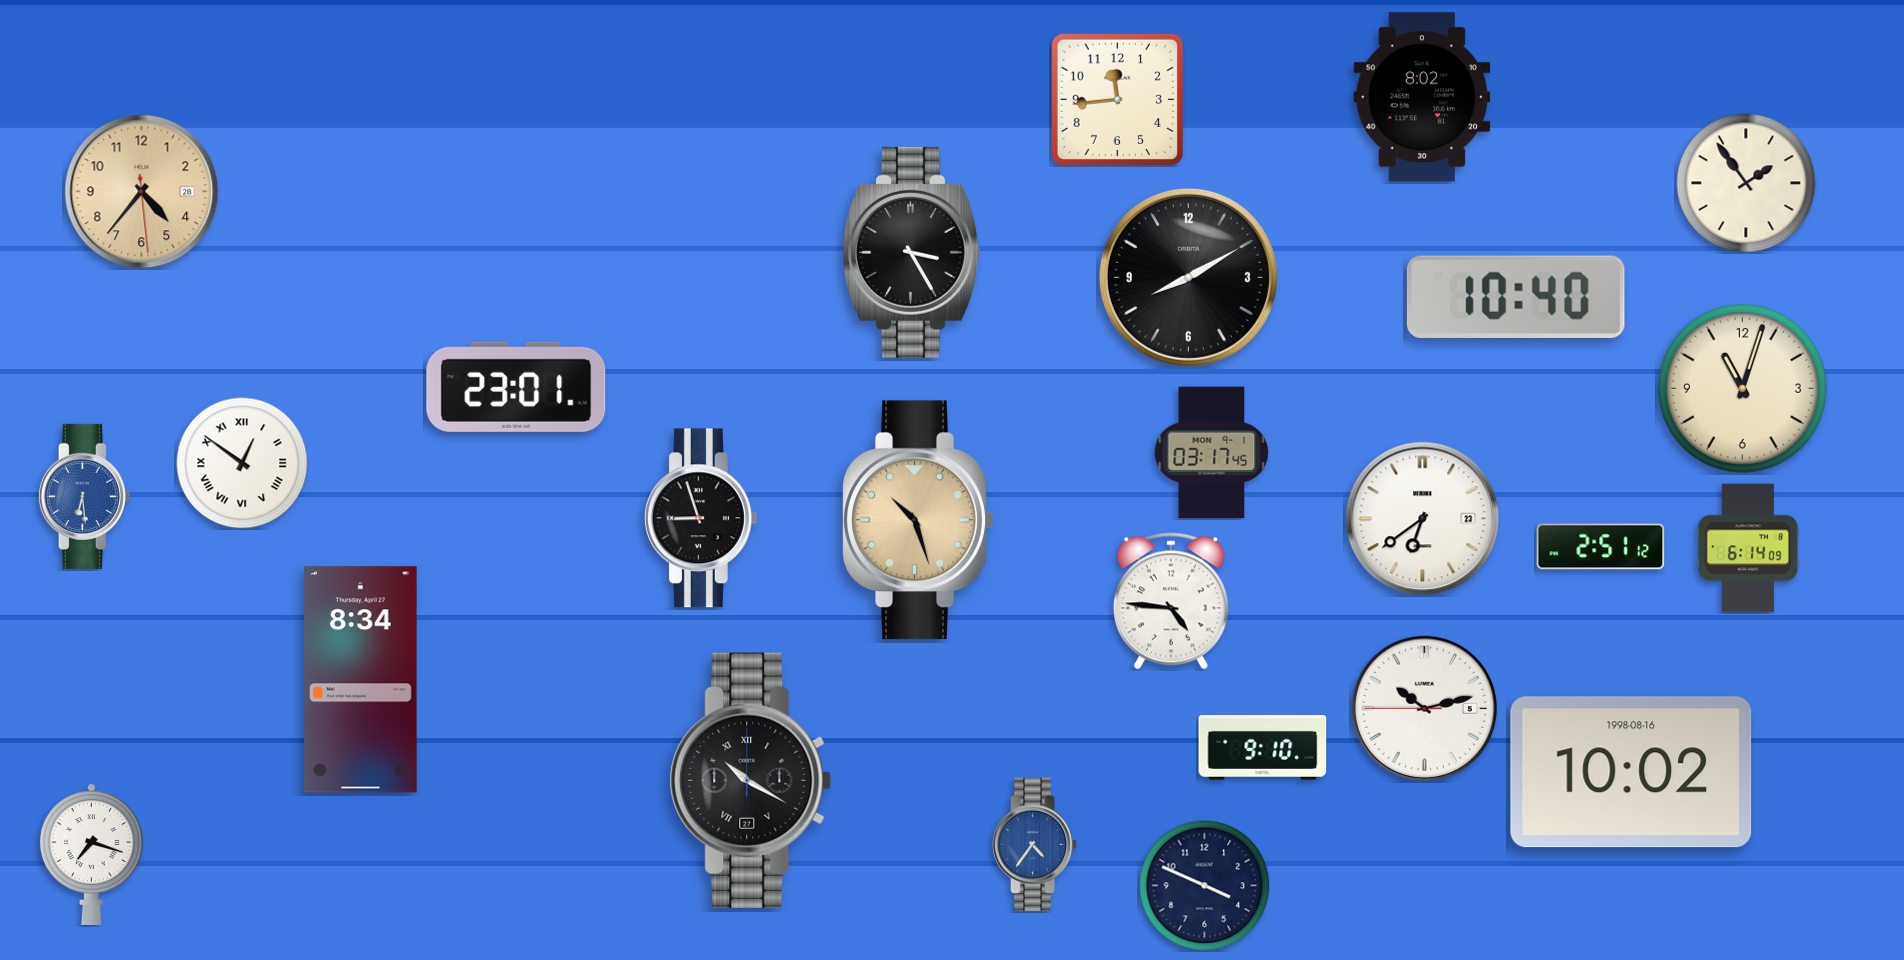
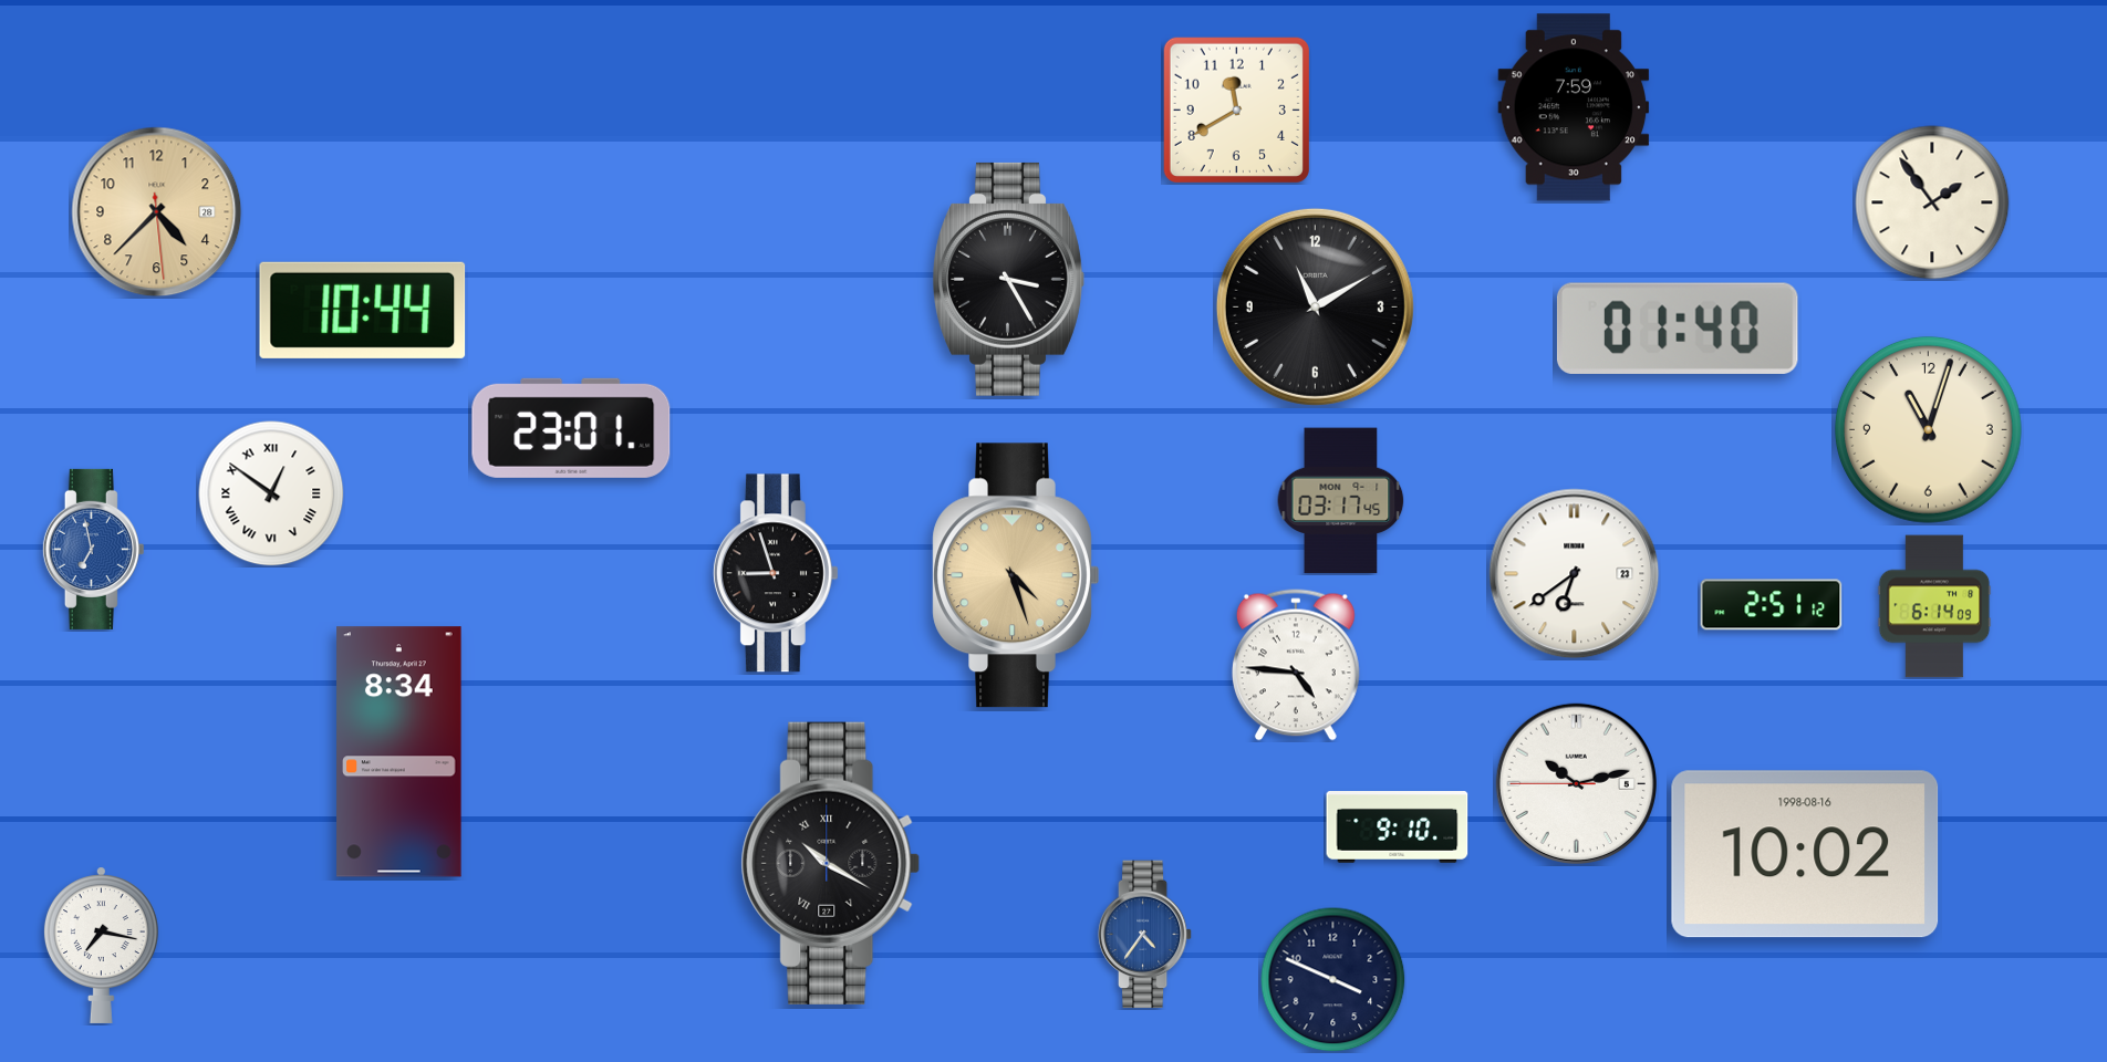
clock at (1422, 97): 8:02 -> 7:59
clock at (1117, 99): 11:44 -> 11:40
clock at (142, 192): 4:36 -> 4:37
clock at (1188, 277): 8:10 -> 11:10
clock at (363, 310): none -> 10:44
clock at (1516, 297): 10:40 -> 01:40
clock at (242, 463) position: (242, 463) -> (271, 493)
clock at (84, 496): 6:29 -> 6:58
clock at (918, 520): 10:27 -> 4:27
clock at (91, 854): 7:18 -> 7:17
